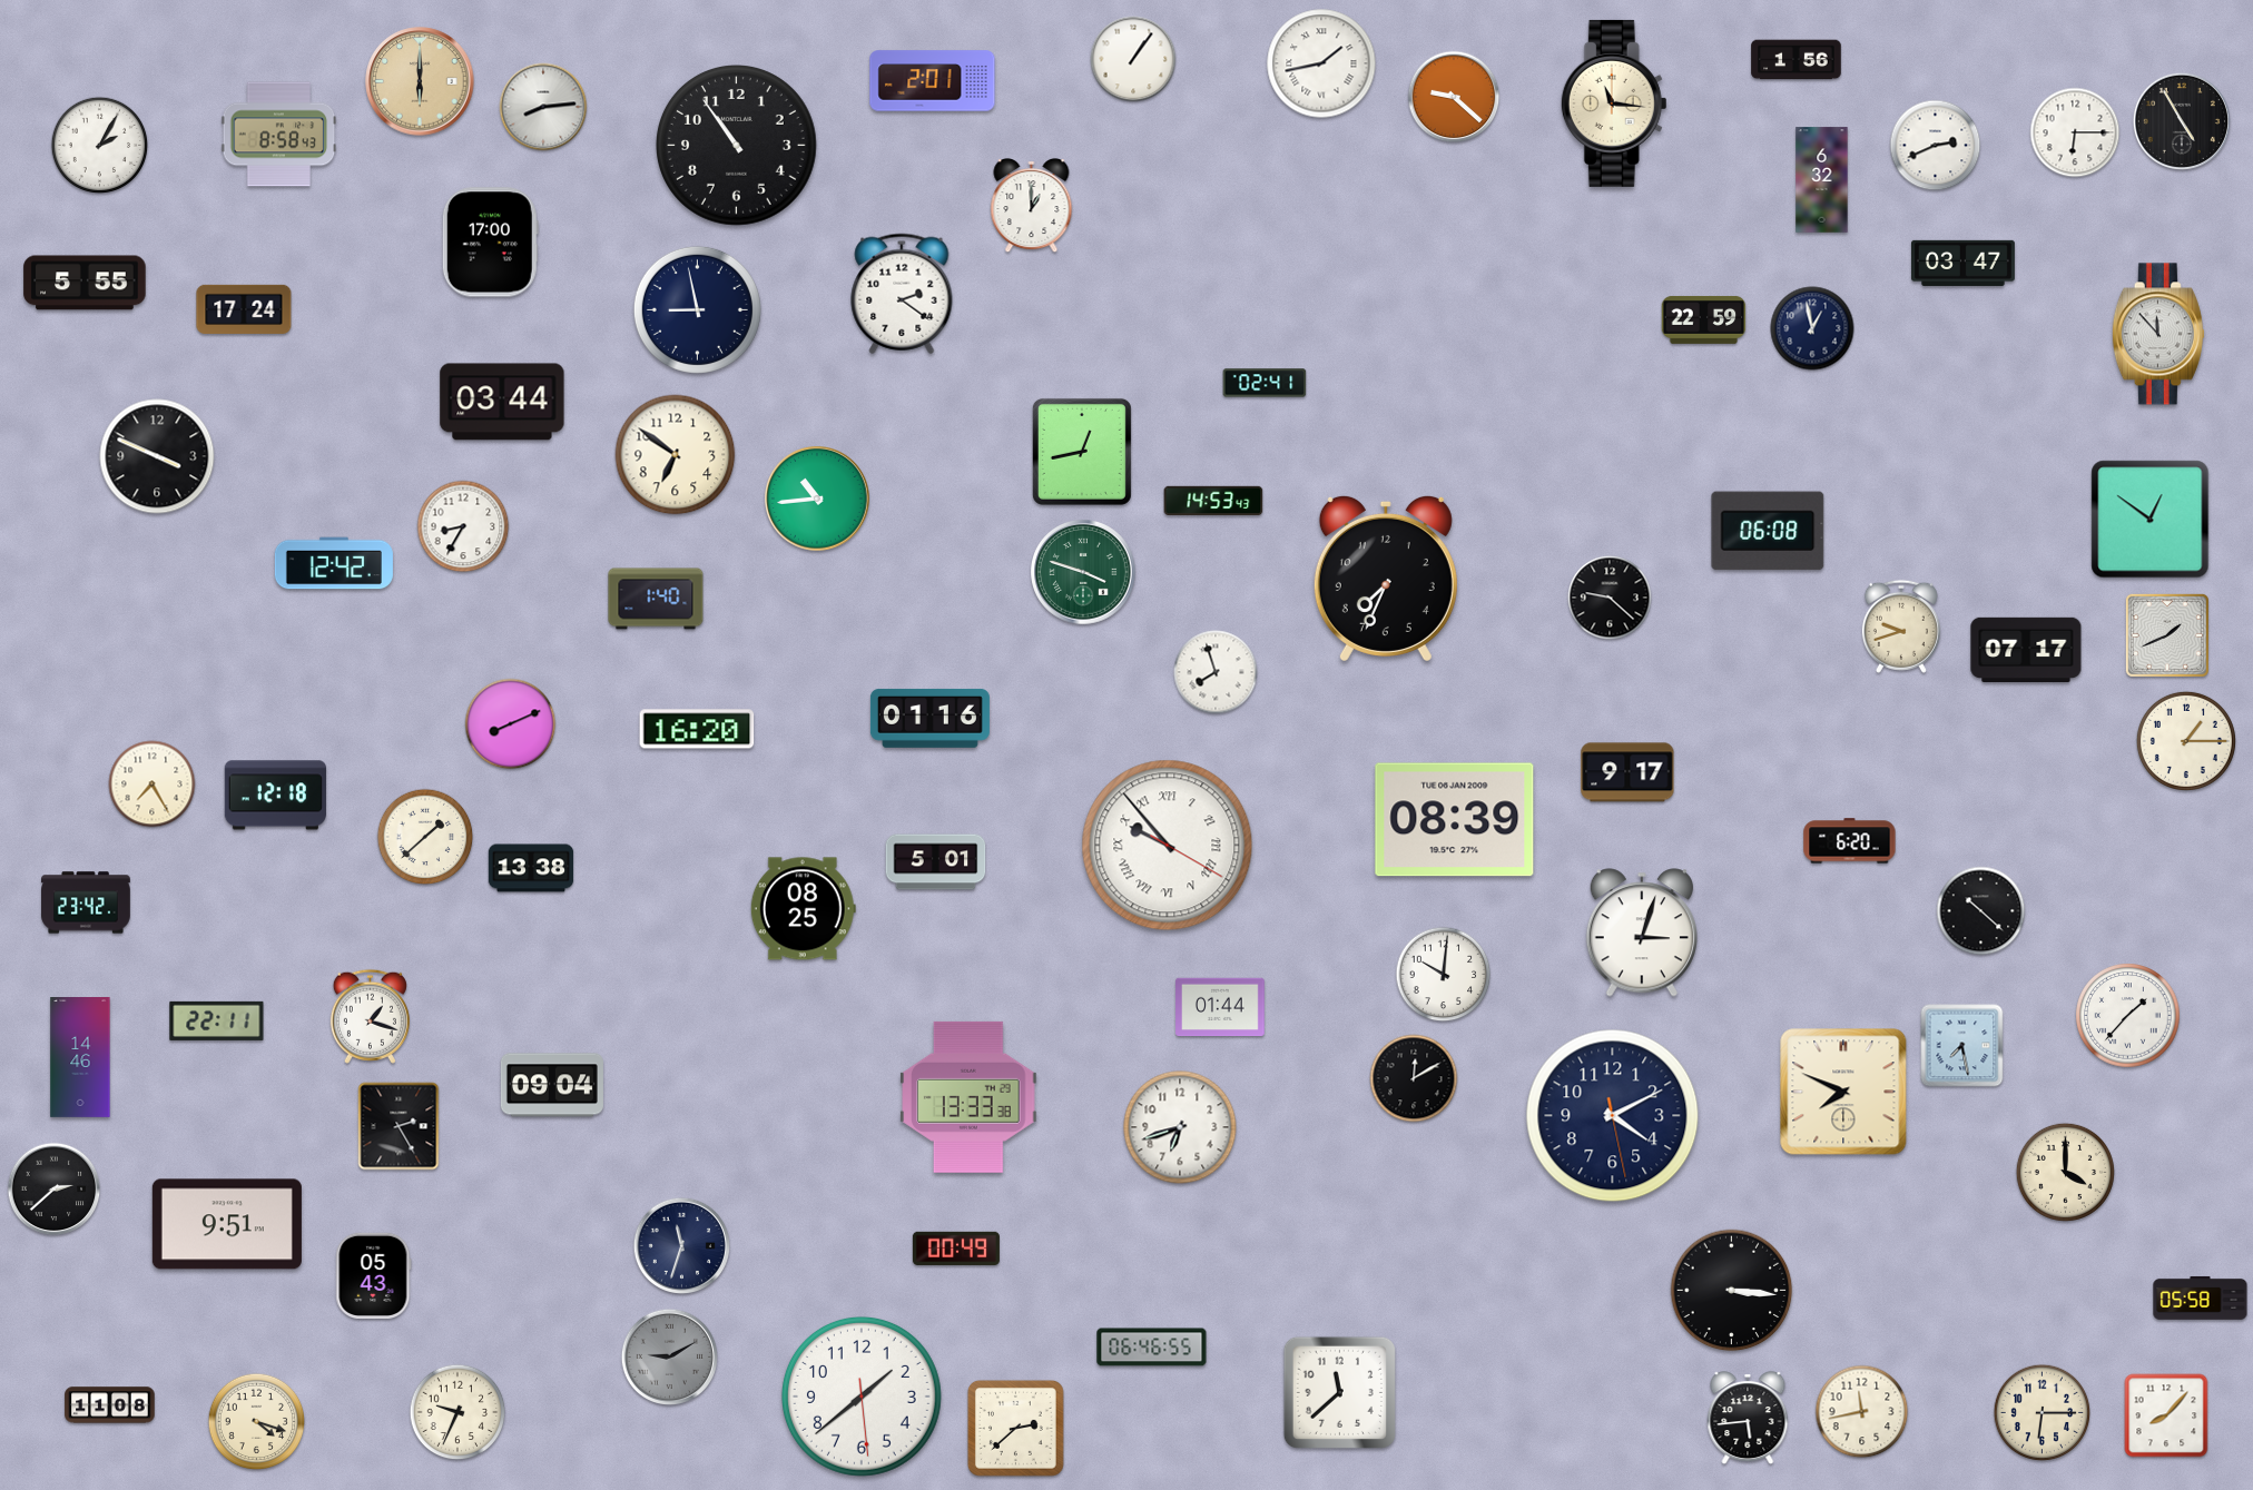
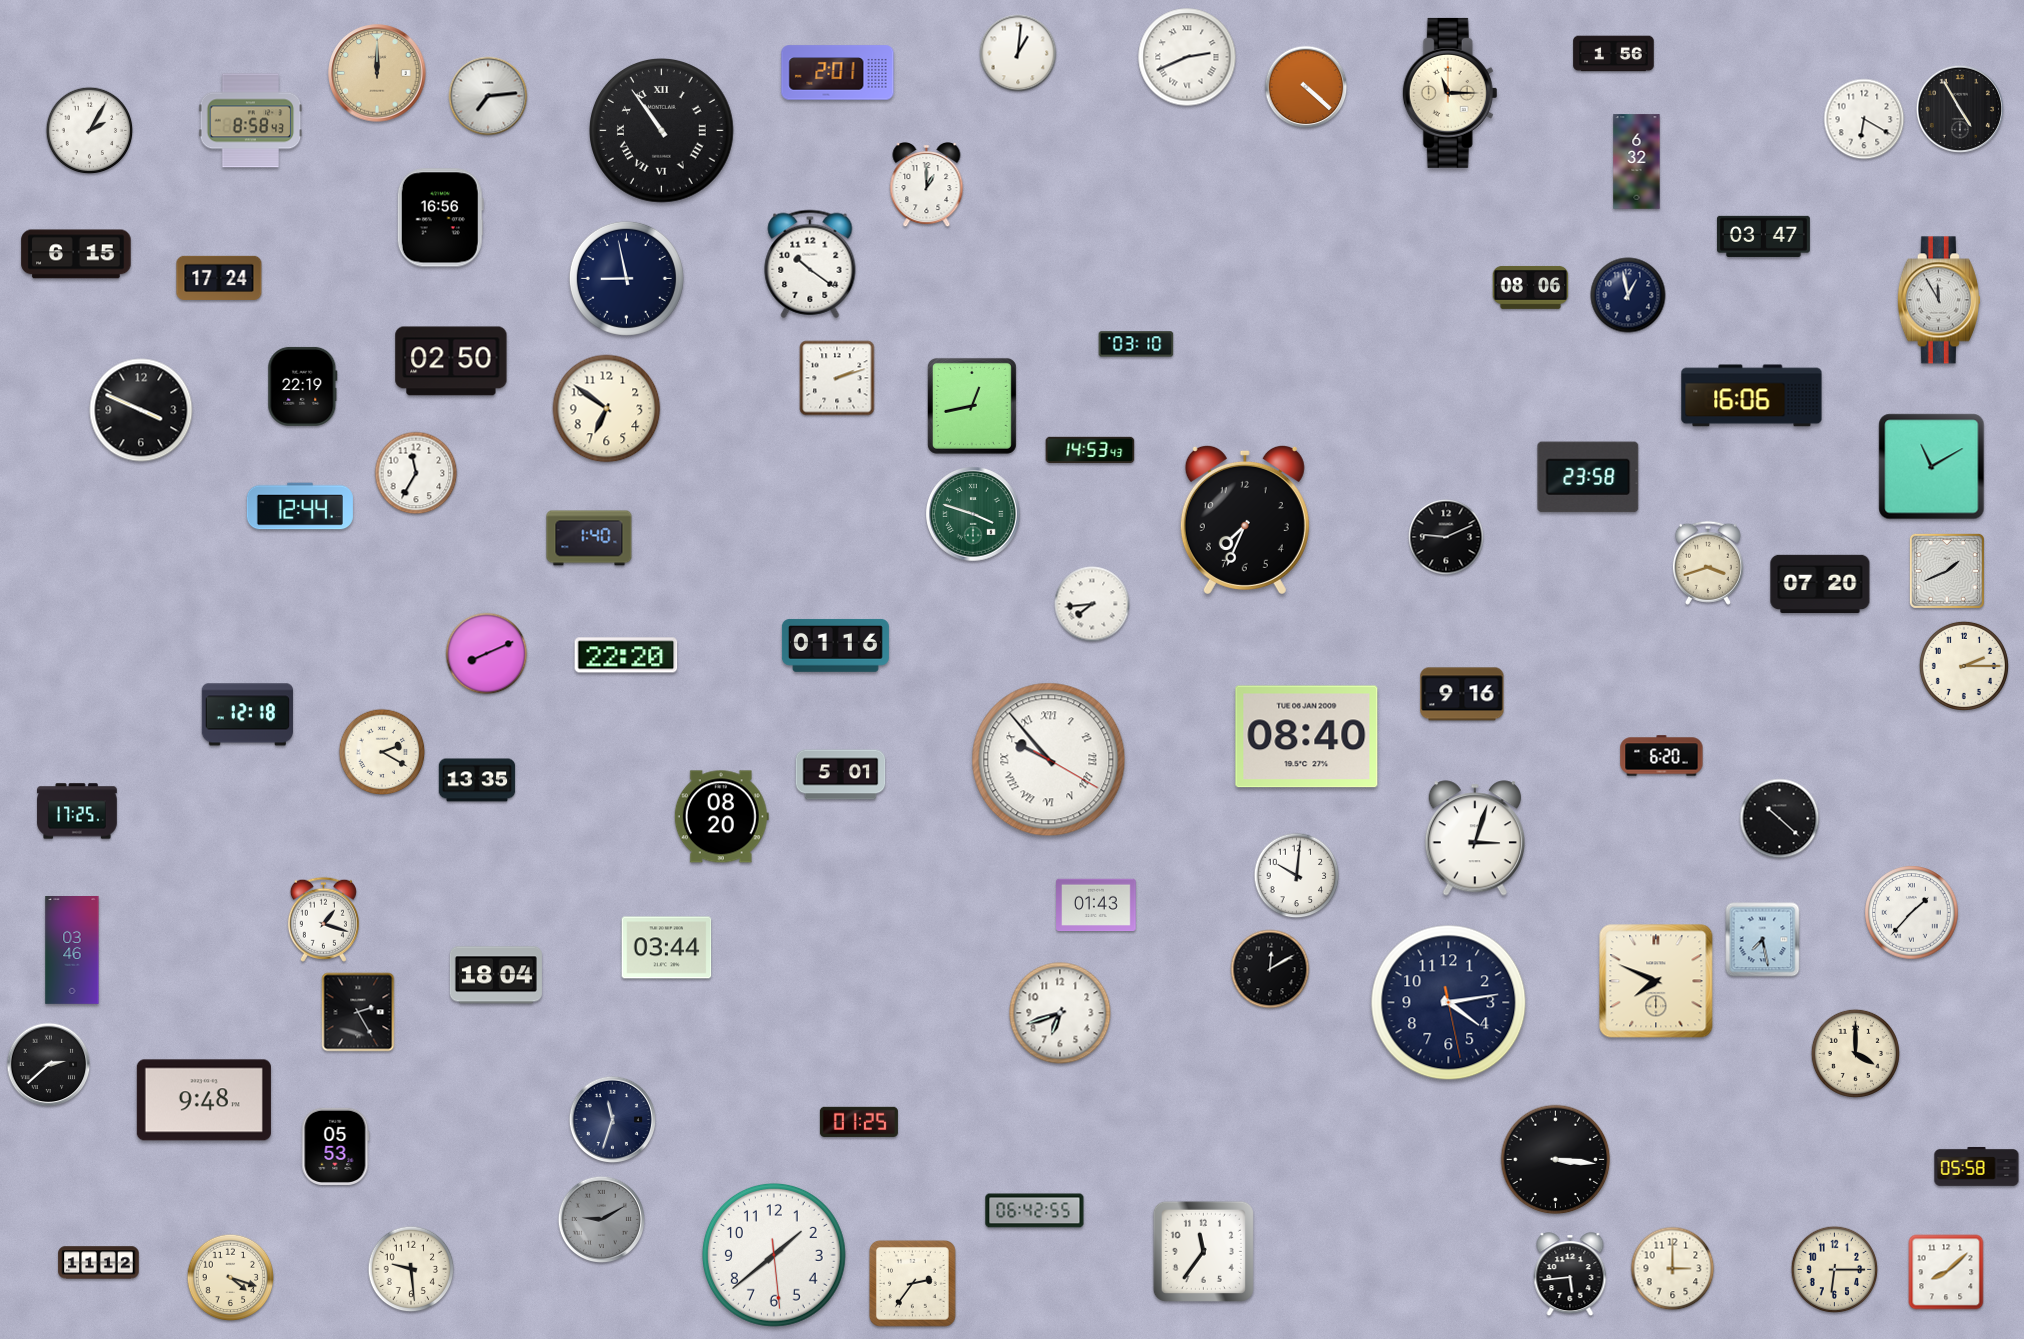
clock at (1133, 59): 1:06 -> 1:01
clock at (1321, 63): 1:43 -> 2:41
clock at (420, 81): 6:00 -> 12:00
clock at (1454, 97): 9:22 -> 4:22
clock at (1614, 103): 11:16 -> 11:15
clock at (543, 107): 8:14 -> 7:14
clock at (2075, 132): 6:15 -> 6:20
clock at (737, 146) numerals: Arabic -> Roman
clock at (1936, 146): 2:41 -> none
clock at (490, 243): 17:00 -> 16:56
clock at (85, 283): 5:55 -> 6:15
clock at (902, 294): 2:21 -> 10:21
clock at (1704, 319): 22:59 -> 08:06
clock at (2158, 334): 11:53 -> 11:55
clock at (1265, 383): 02:41 -> 03:10
clock at (502, 402): 03:44 -> 02:50
clock at (837, 378): none -> 2:12
clock at (303, 386): none -> 22:19
clock at (1752, 396): none -> 16:06
clock at (817, 499): 10:44 -> none
clock at (2151, 520): 12:51 -> 11:10
clock at (463, 526): 8:35 -> 11:35
clock at (1768, 531): 06:08 -> 23:58
clock at (334, 563): 12:42 -> 12:44
clock at (1610, 598): 9:22 -> 9:11
clock at (1901, 626): 9:42 -> 3:42
clock at (2026, 650): 07:17 -> 07:20
clock at (1216, 672): 7:57 -> 7:44
clock at (511, 724) position: (511, 724) -> (487, 654)
clock at (697, 729): 16:20 -> 22:20
clock at (2186, 741): 1:15 -> 2:15
clock at (1627, 772): 9:17 -> 9:16
clock at (153, 785): 7:25 -> none
clock at (1455, 820): 08:39 -> 08:40
clock at (425, 837): 1:38 -> 2:20
clock at (531, 868): 13:38 -> 13:35
clock at (86, 902): 23:42 -> 17:25
clock at (803, 909): 08:25 -> 08:20
clock at (1220, 1007): 01:44 -> 01:43
clock at (370, 1016) position: (370, 1016) -> (323, 919)
clock at (217, 1020): 22:11 -> none
clock at (667, 948): none -> 03:44
clock at (80, 1058): 14:46 -> 03:46
clock at (552, 1085): 09:04 -> 18:04
clock at (968, 1097): 13:33 -> none
clock at (1613, 1116): 4:10 -> 4:13
clock at (55, 1190) position: (55, 1190) -> (49, 1065)
clock at (227, 1224): 9:51 -> 9:48
clock at (956, 1249): 00:49 -> 01:25
clock at (374, 1275): 05:43 -> 05:53
clock at (1152, 1348): 06:46 -> 06:42
clock at (1339, 1392): 11:38 -> 11:36
clock at (110, 1405): 11:08 -> 11:12
clock at (458, 1412): 9:34 -> 9:29
clock at (1862, 1412): 11:43 -> 3:00
clock at (2166, 1415): 8:07 -> 8:08
clock at (1015, 1428): 2:38 -> 2:36
